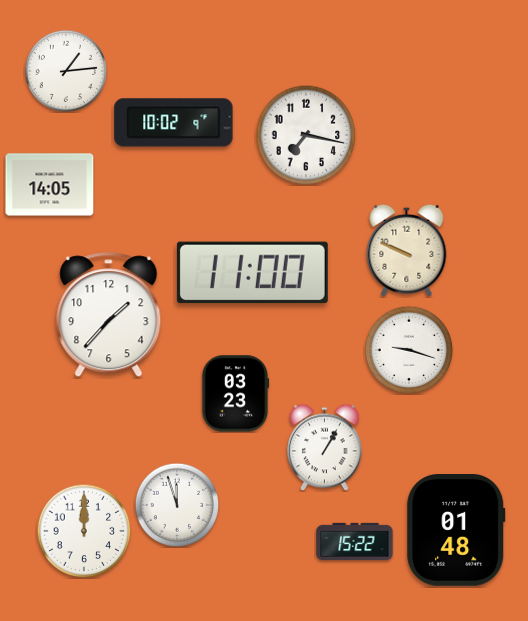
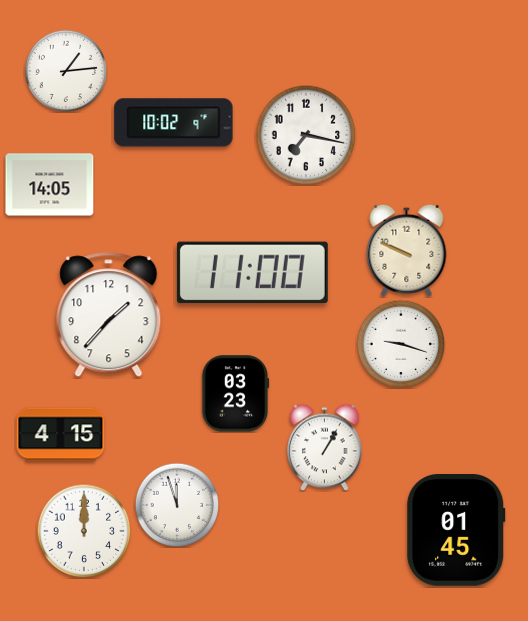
clock at (409, 350) position: (409, 350) -> (401, 344)
clock at (61, 435): none -> 4:15
clock at (456, 531): 01:48 -> 01:45
clock at (355, 541): 15:22 -> none
